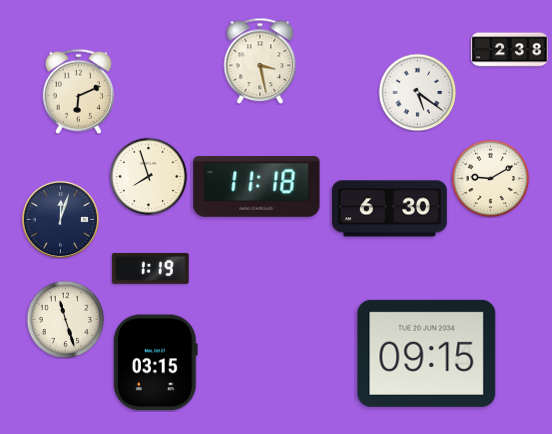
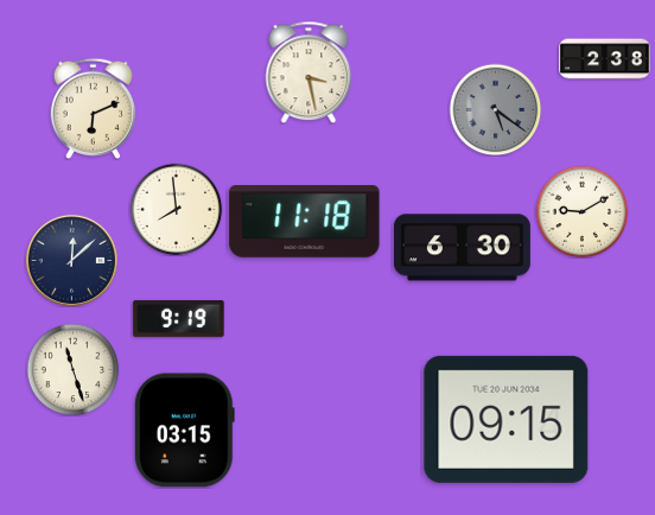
clock at (417, 92) dial: white -> grey
clock at (148, 176): 7:57 -> 7:59
clock at (60, 219): 12:03 -> 12:08
clock at (151, 268): 1:19 -> 9:19
clock at (65, 319) position: (65, 319) -> (72, 369)
